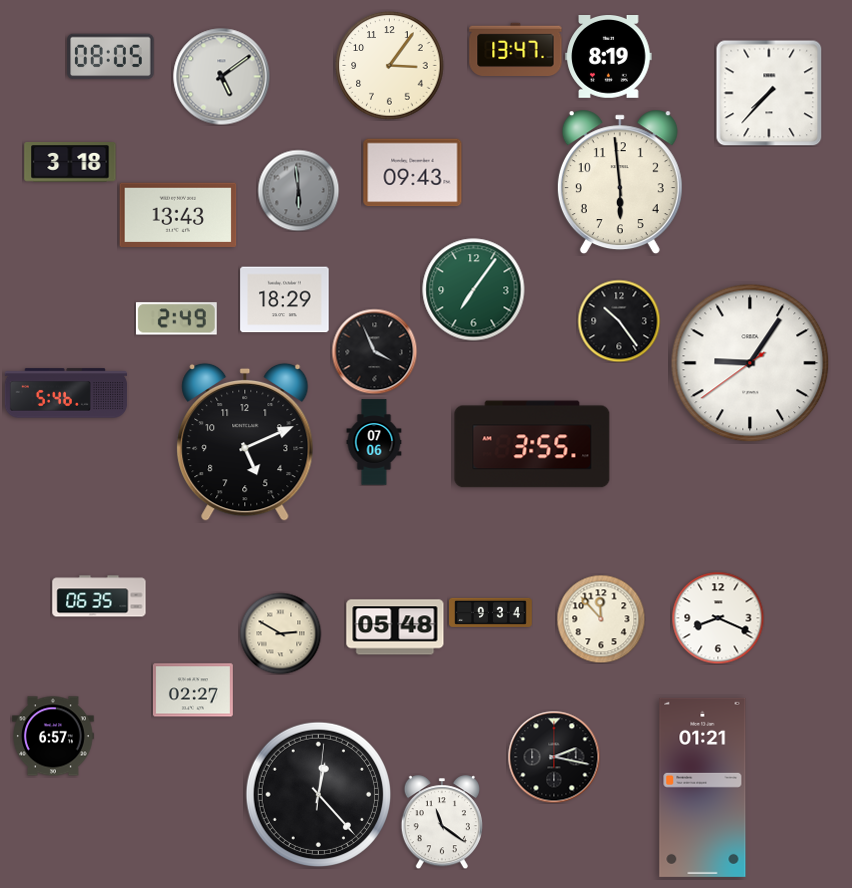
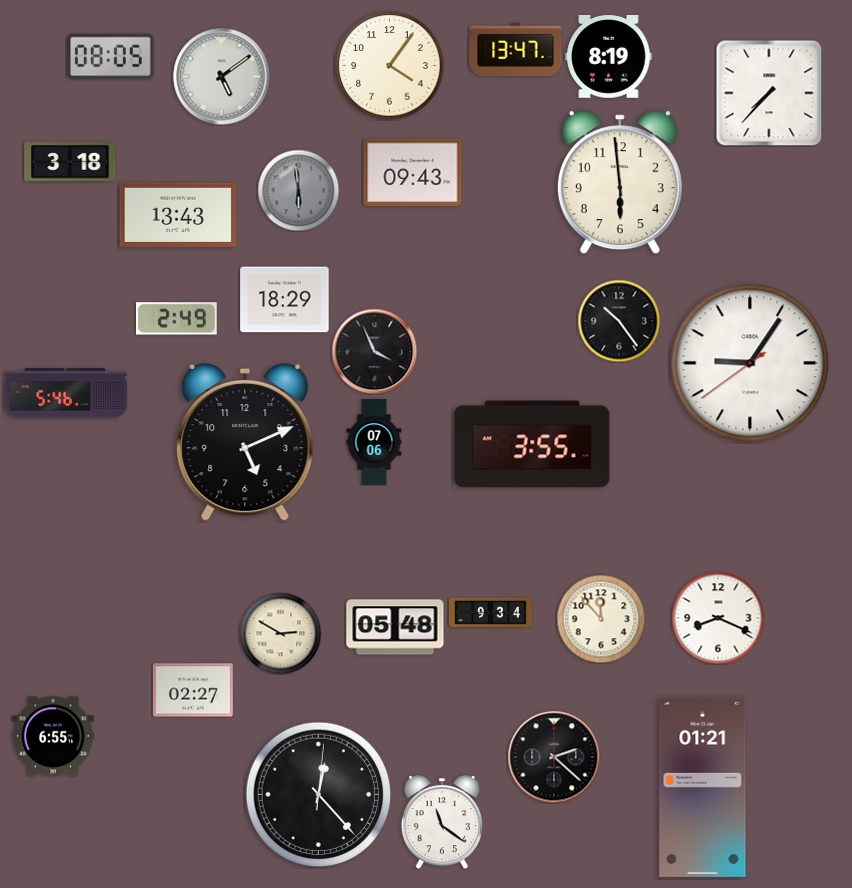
clock at (390, 66): 3:06 -> 4:06
clock at (474, 290): 7:06 -> none
clock at (99, 596): 06:35 -> none
clock at (54, 736): 6:57 -> 6:55
clock at (554, 757): 2:17 -> 2:22
